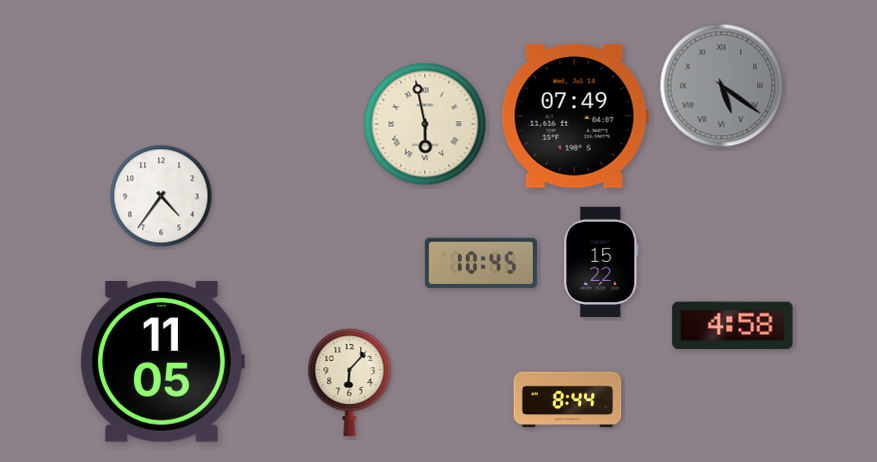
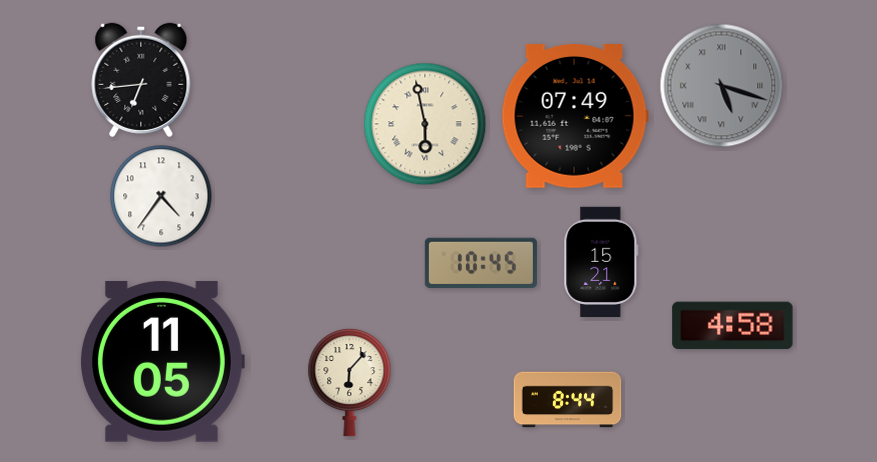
clock at (141, 80): none -> 6:44
clock at (722, 86): 5:21 -> 5:18
clock at (601, 261): 15:22 -> 15:21
